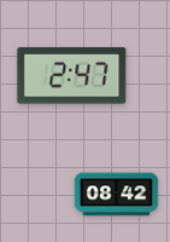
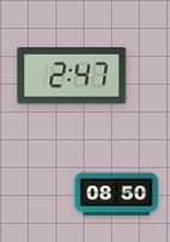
clock at (117, 195): 08:42 -> 08:50
